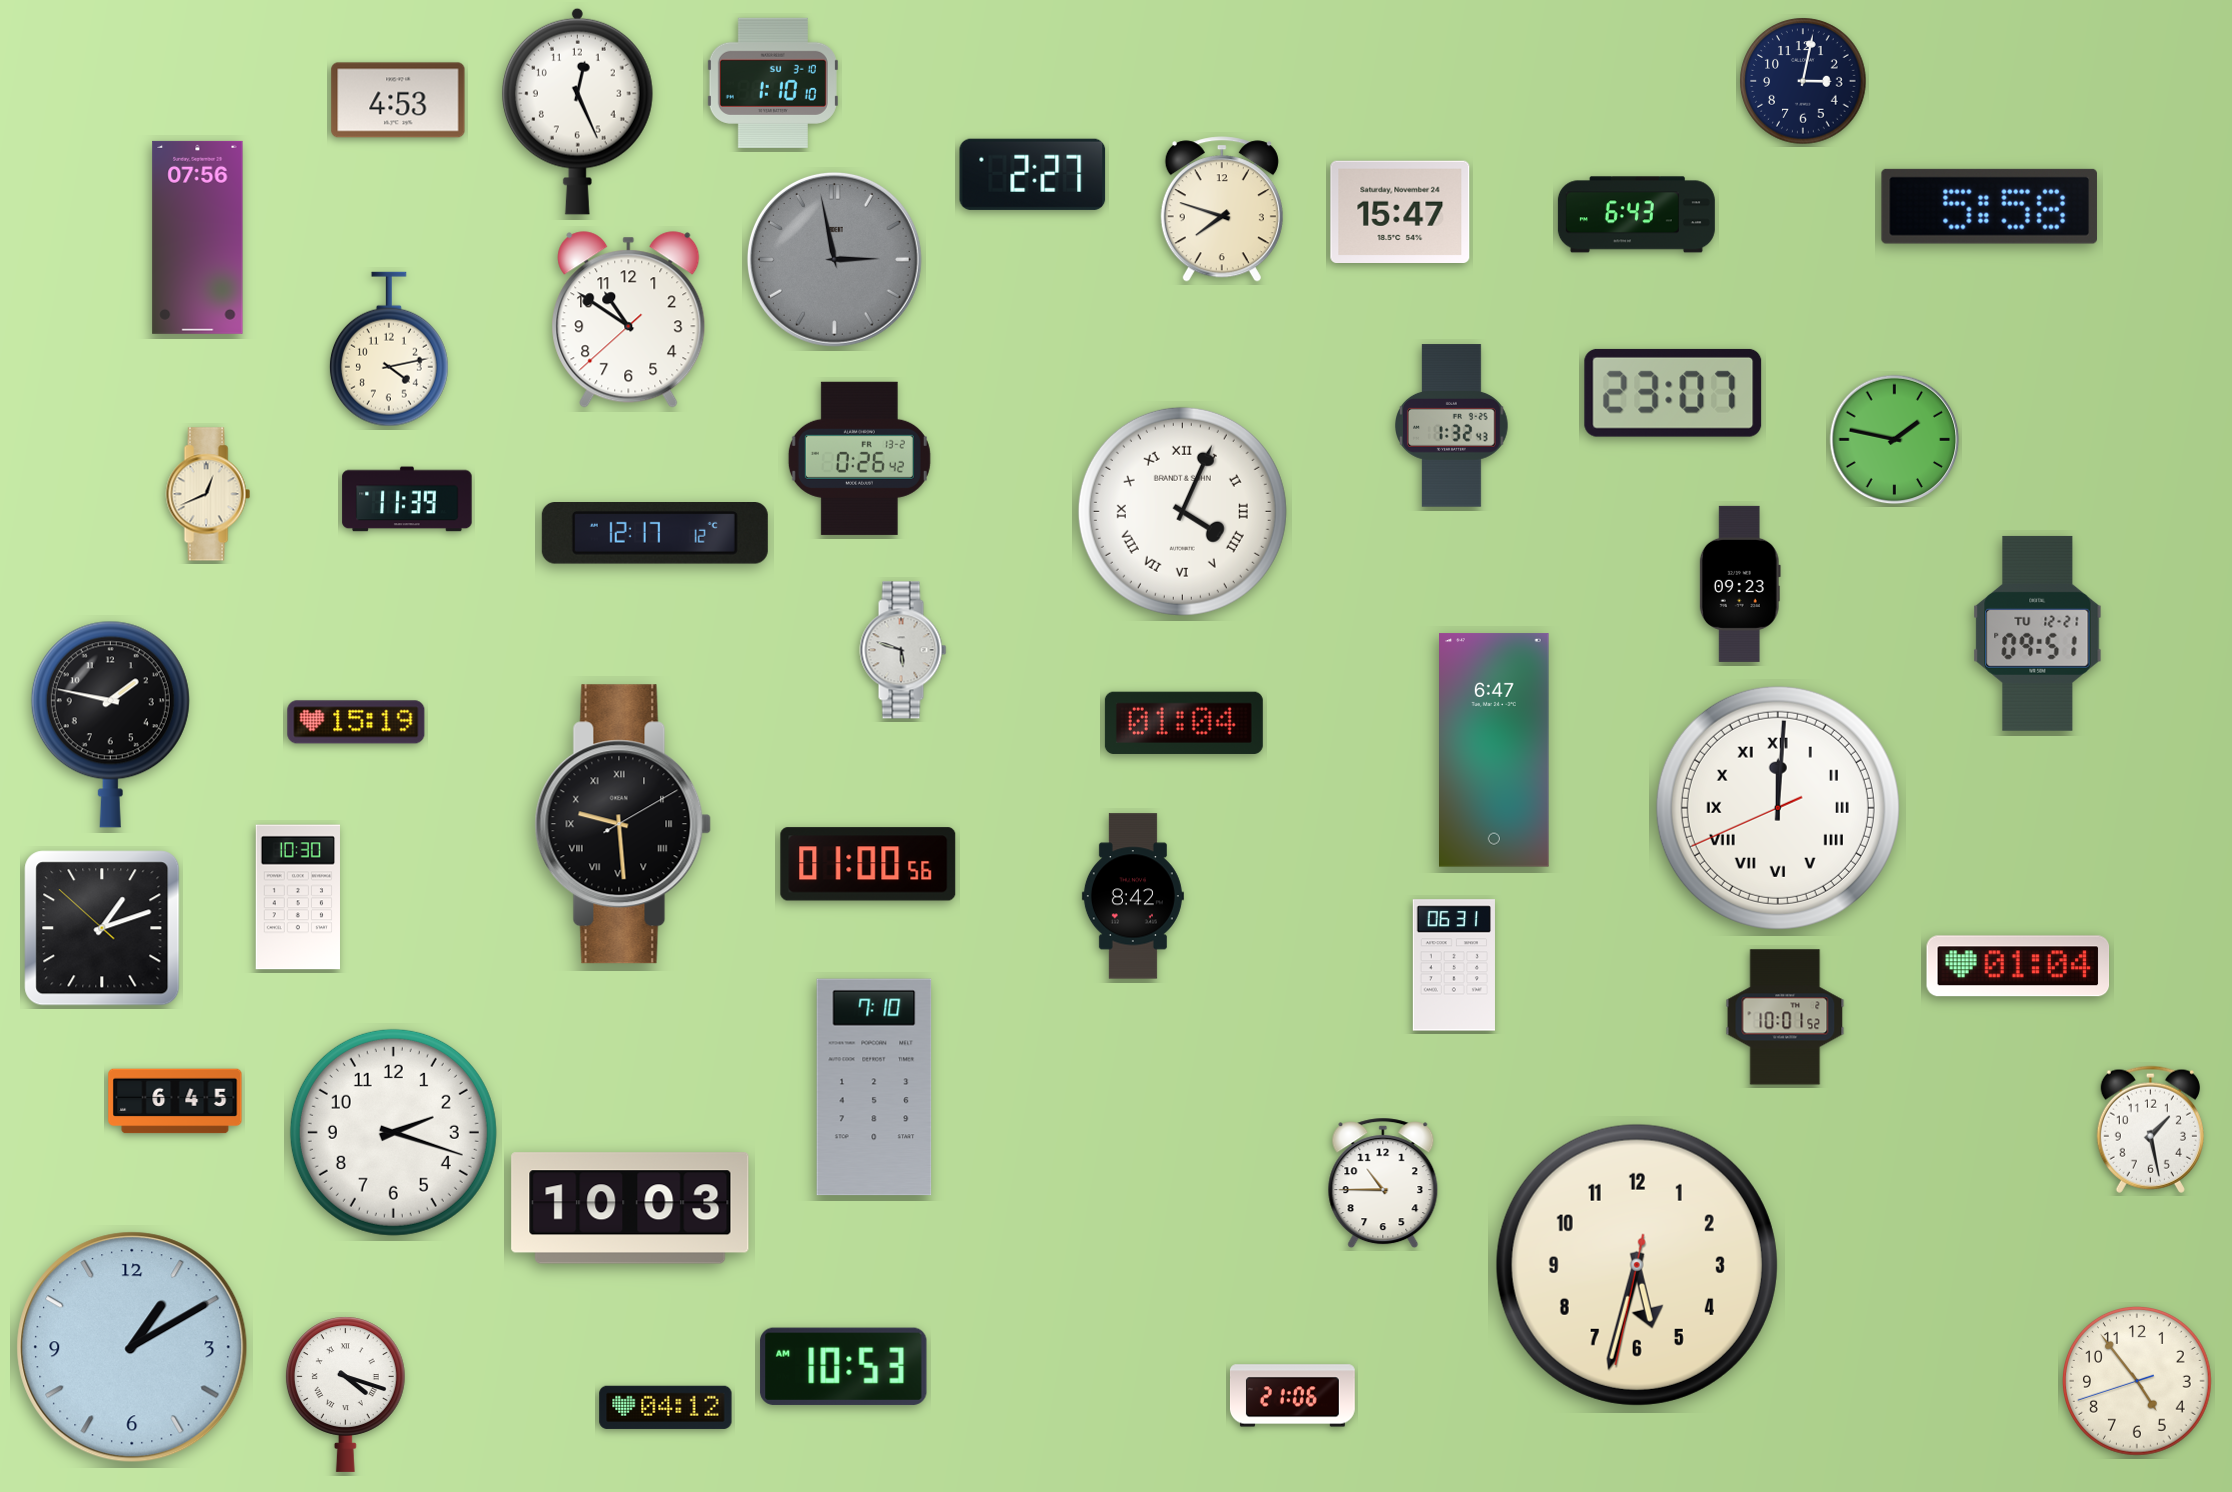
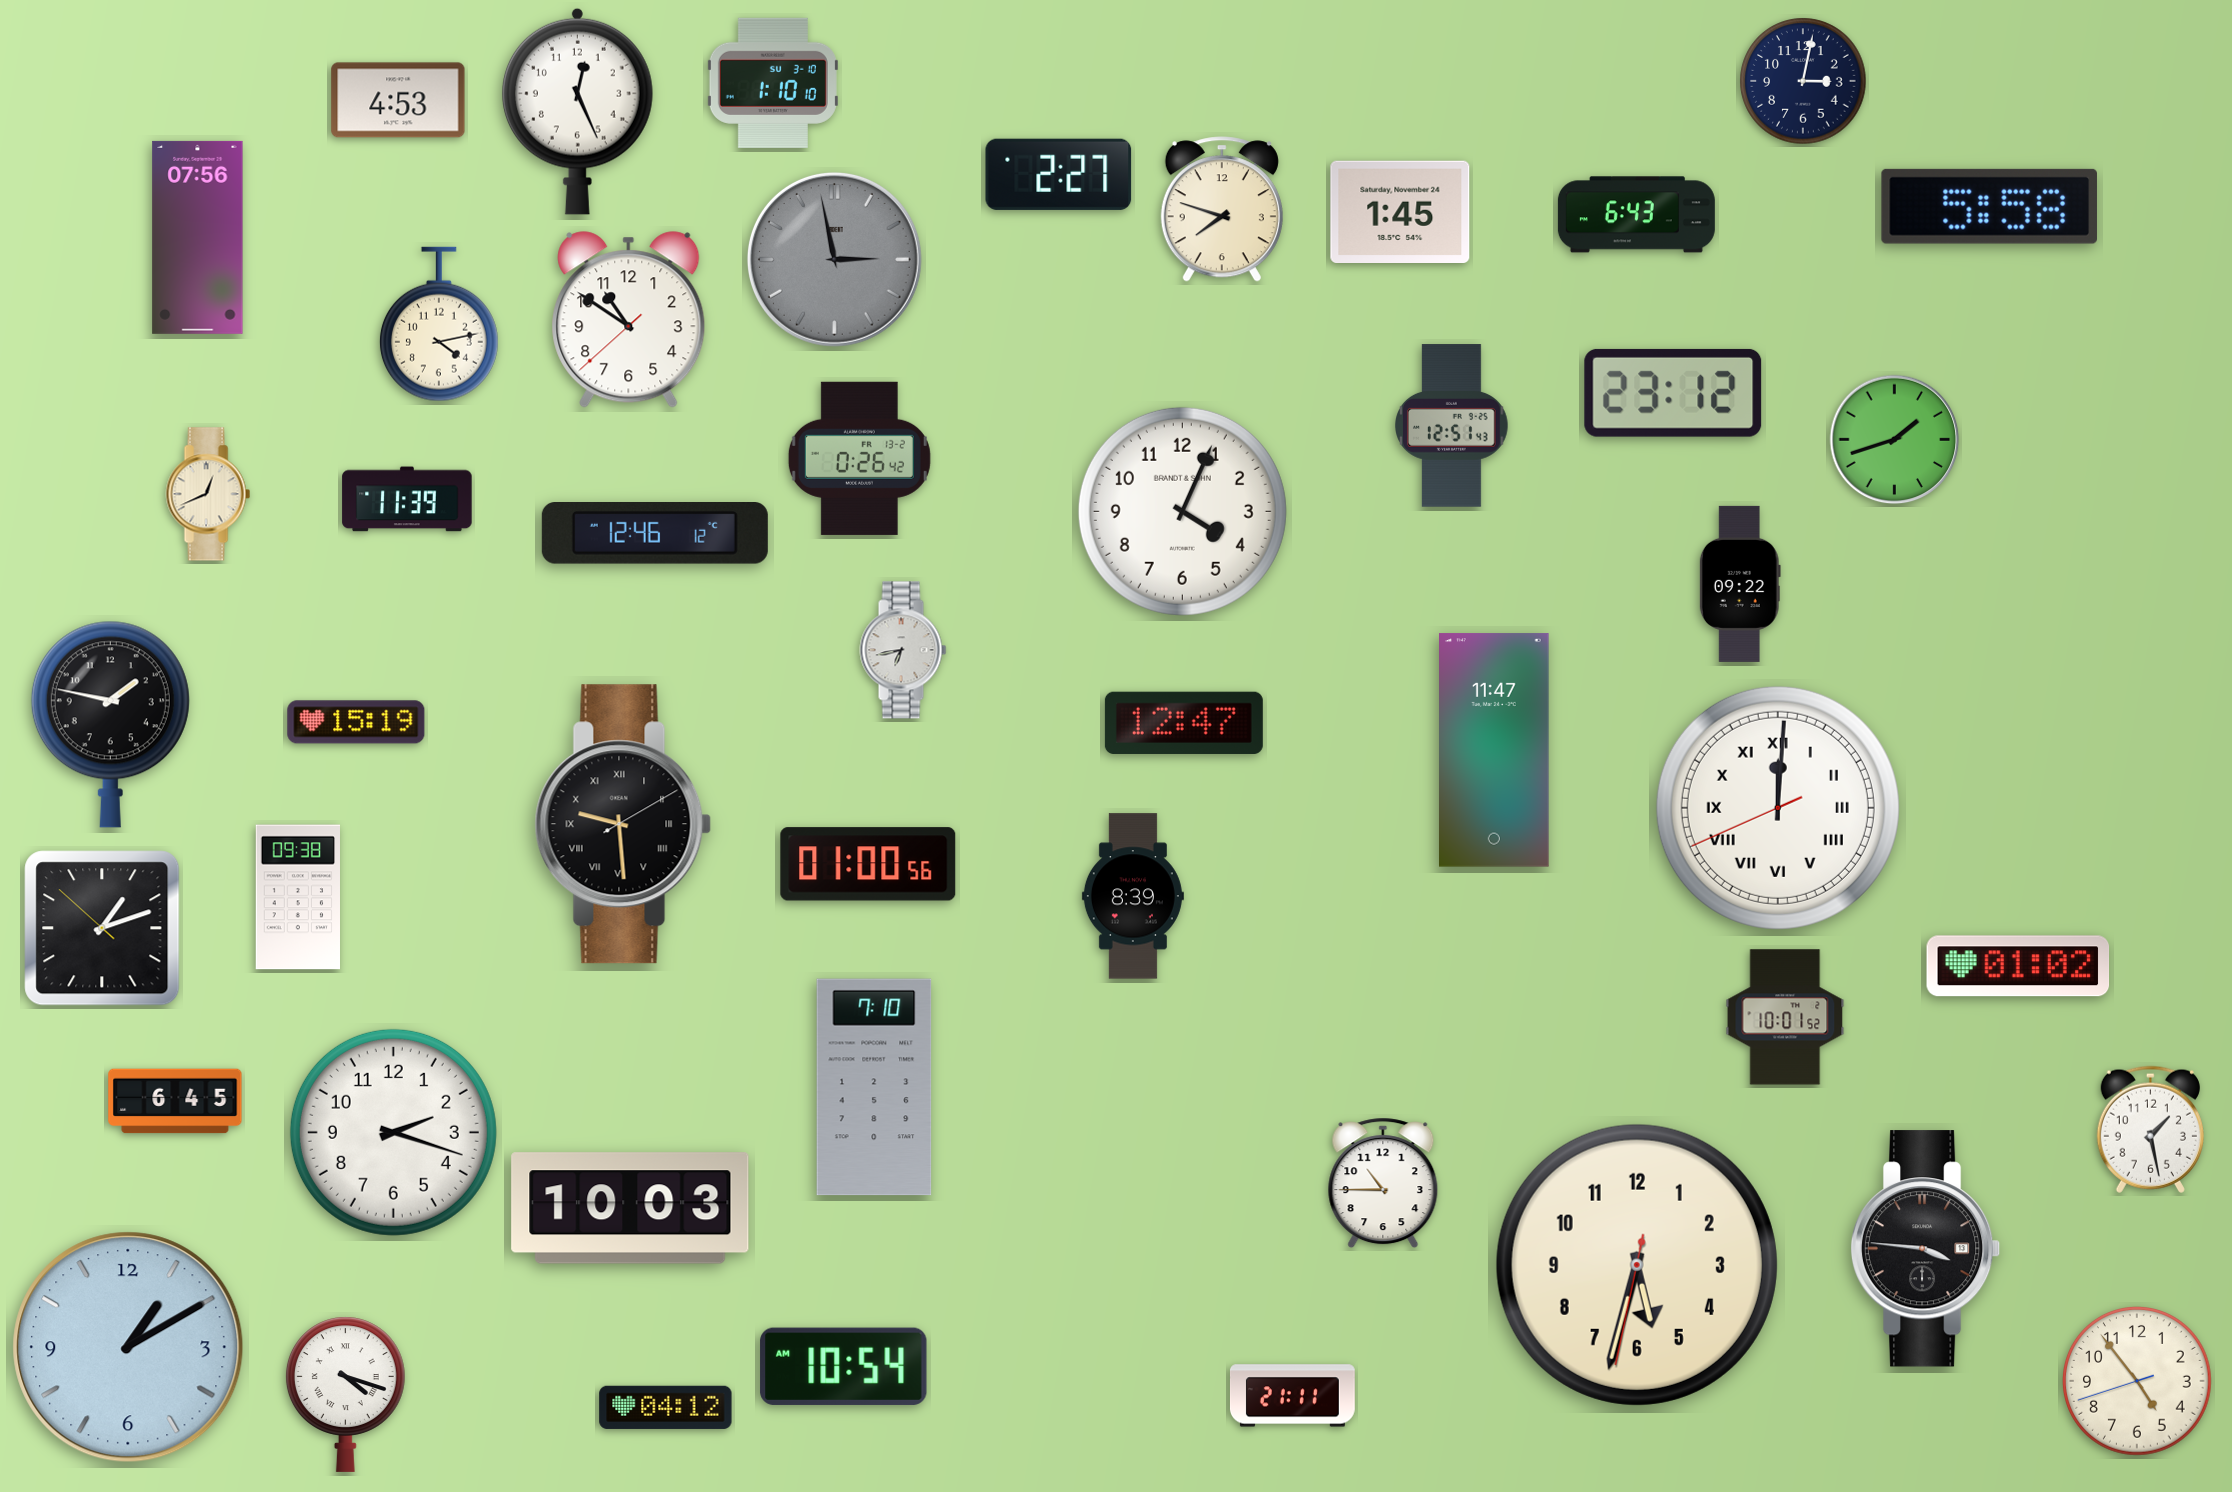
clock at (1033, 174) position: (1033, 174) -> (1059, 174)
clock at (1400, 211): 15:47 -> 1:45
clock at (389, 349) position: (389, 349) -> (439, 324)
clock at (1673, 393): 23:07 -> 23:12
clock at (1452, 426): 1:32 -> 12:51
clock at (1895, 440): 1:47 -> 1:42
clock at (1182, 511) numerals: Roman -> Arabic
clock at (655, 534): 12:17 -> 12:46
clock at (1740, 584): 09:23 -> 09:22
clock at (2038, 633): 09:51 -> none
clock at (903, 650): 5:48 -> 6:43
clock at (1184, 723): 01:04 -> 12:47
clock at (1495, 750): 6:47 -> 11:47
clock at (1133, 896): 8:42 -> 8:39
clock at (297, 897): 10:30 -> 09:38
clock at (1454, 965): 06:31 -> none
clock at (2018, 966): 01:04 -> 01:02
clock at (1926, 1249): none -> 3:46
clock at (132, 1347) position: (132, 1347) -> (128, 1347)
clock at (844, 1366): 10:53 -> 10:54
clock at (1292, 1396): 21:06 -> 21:11
